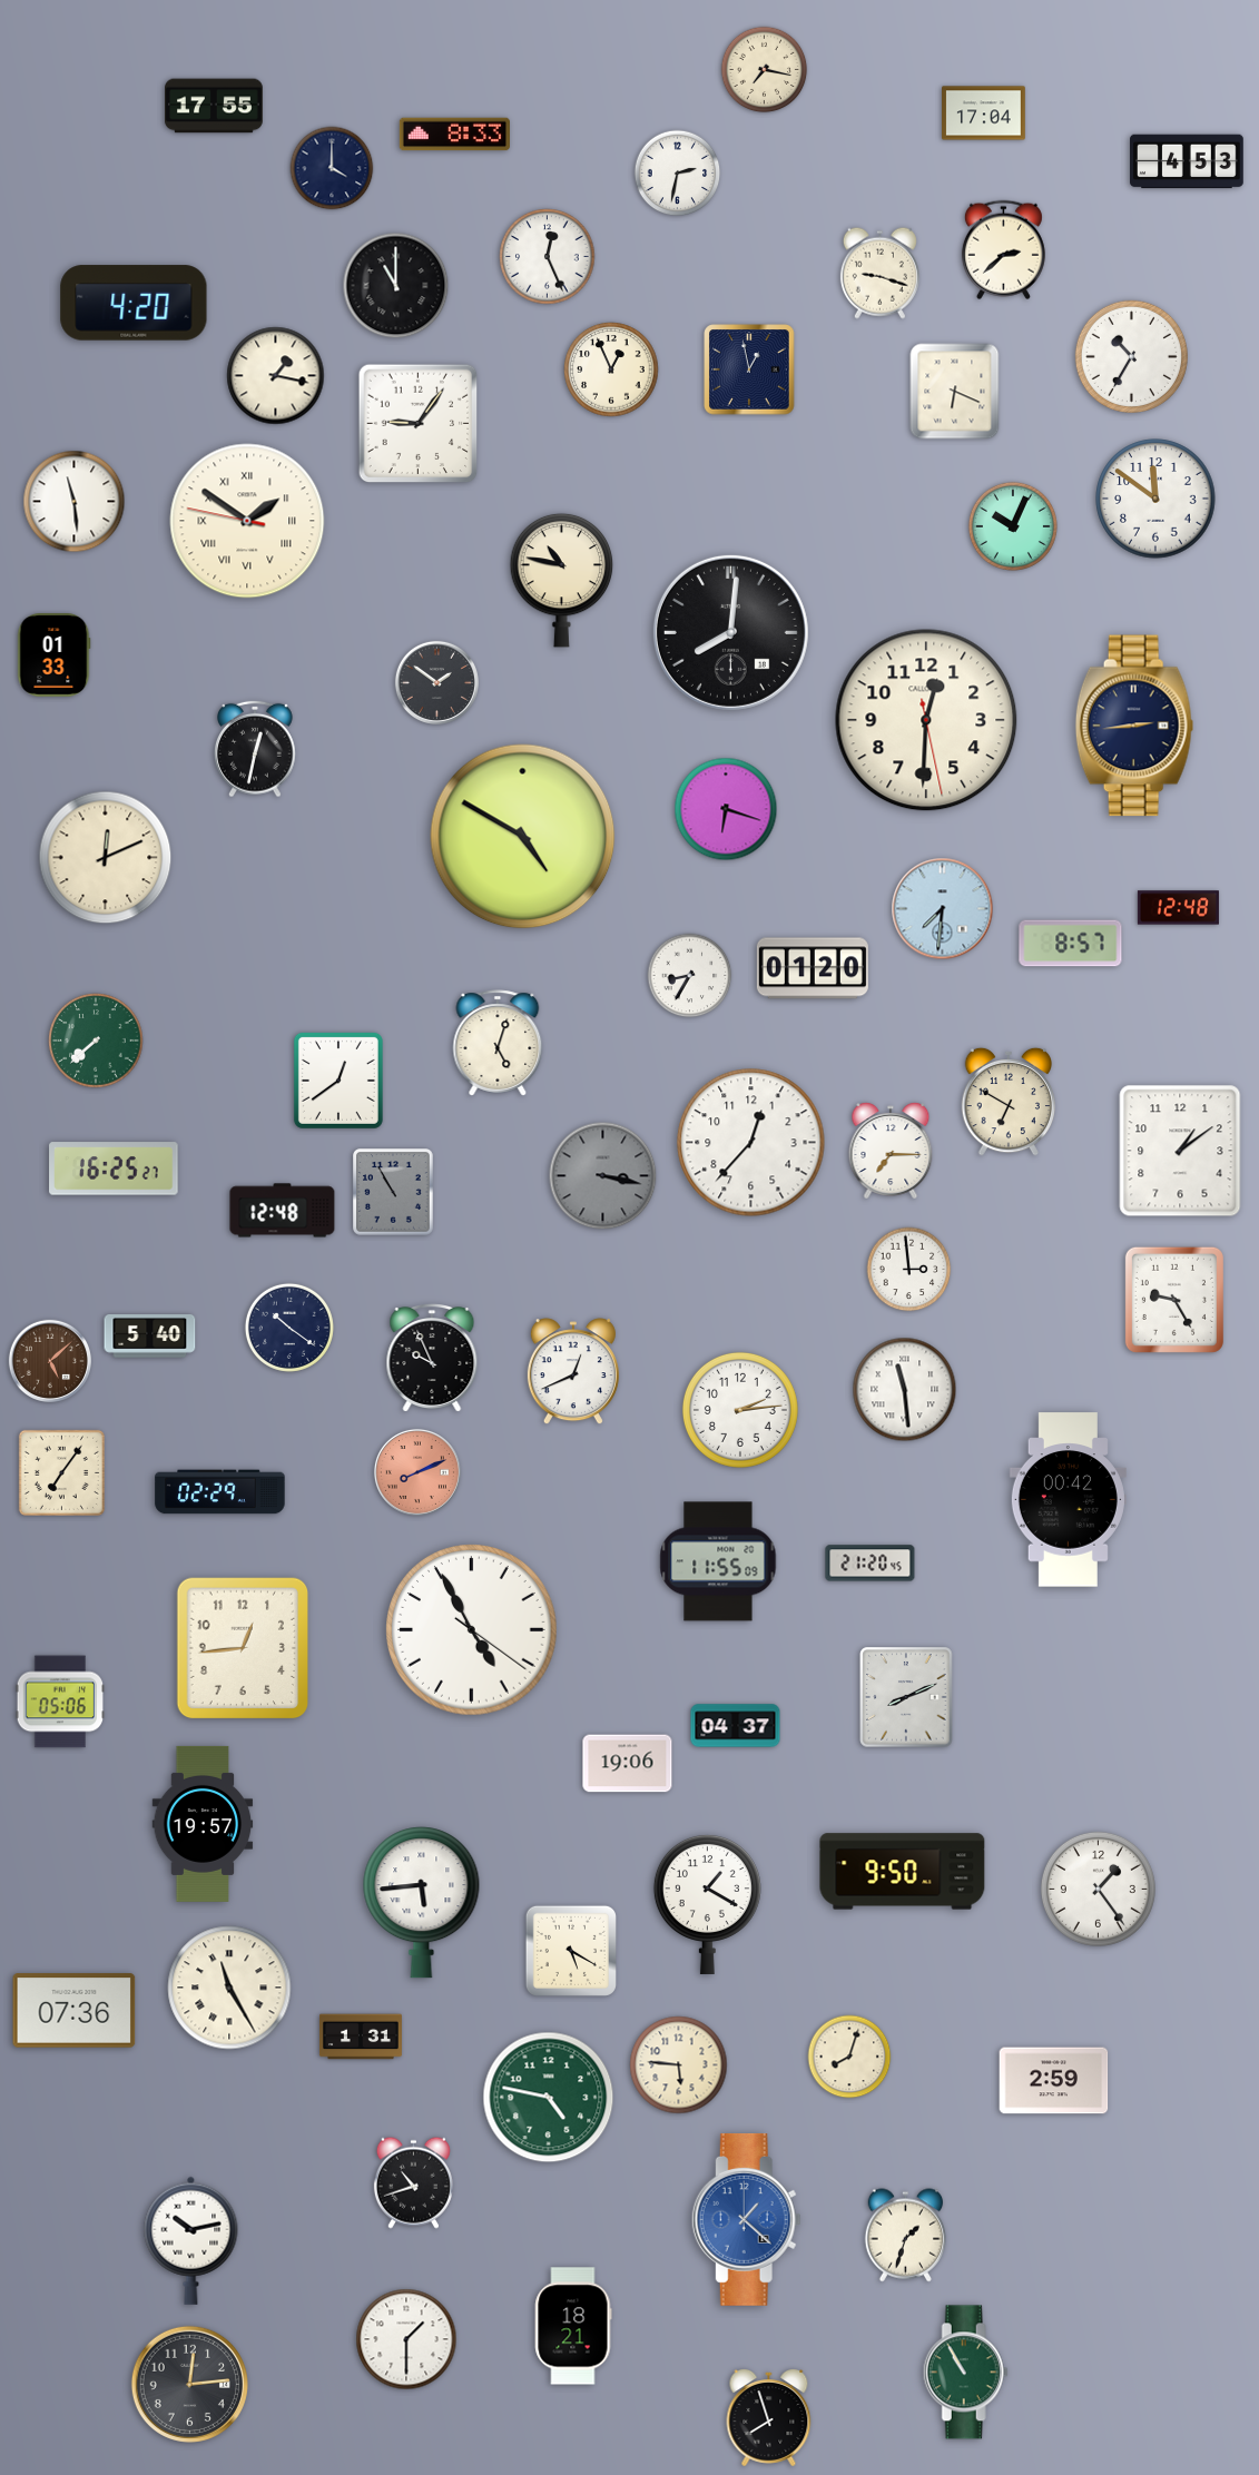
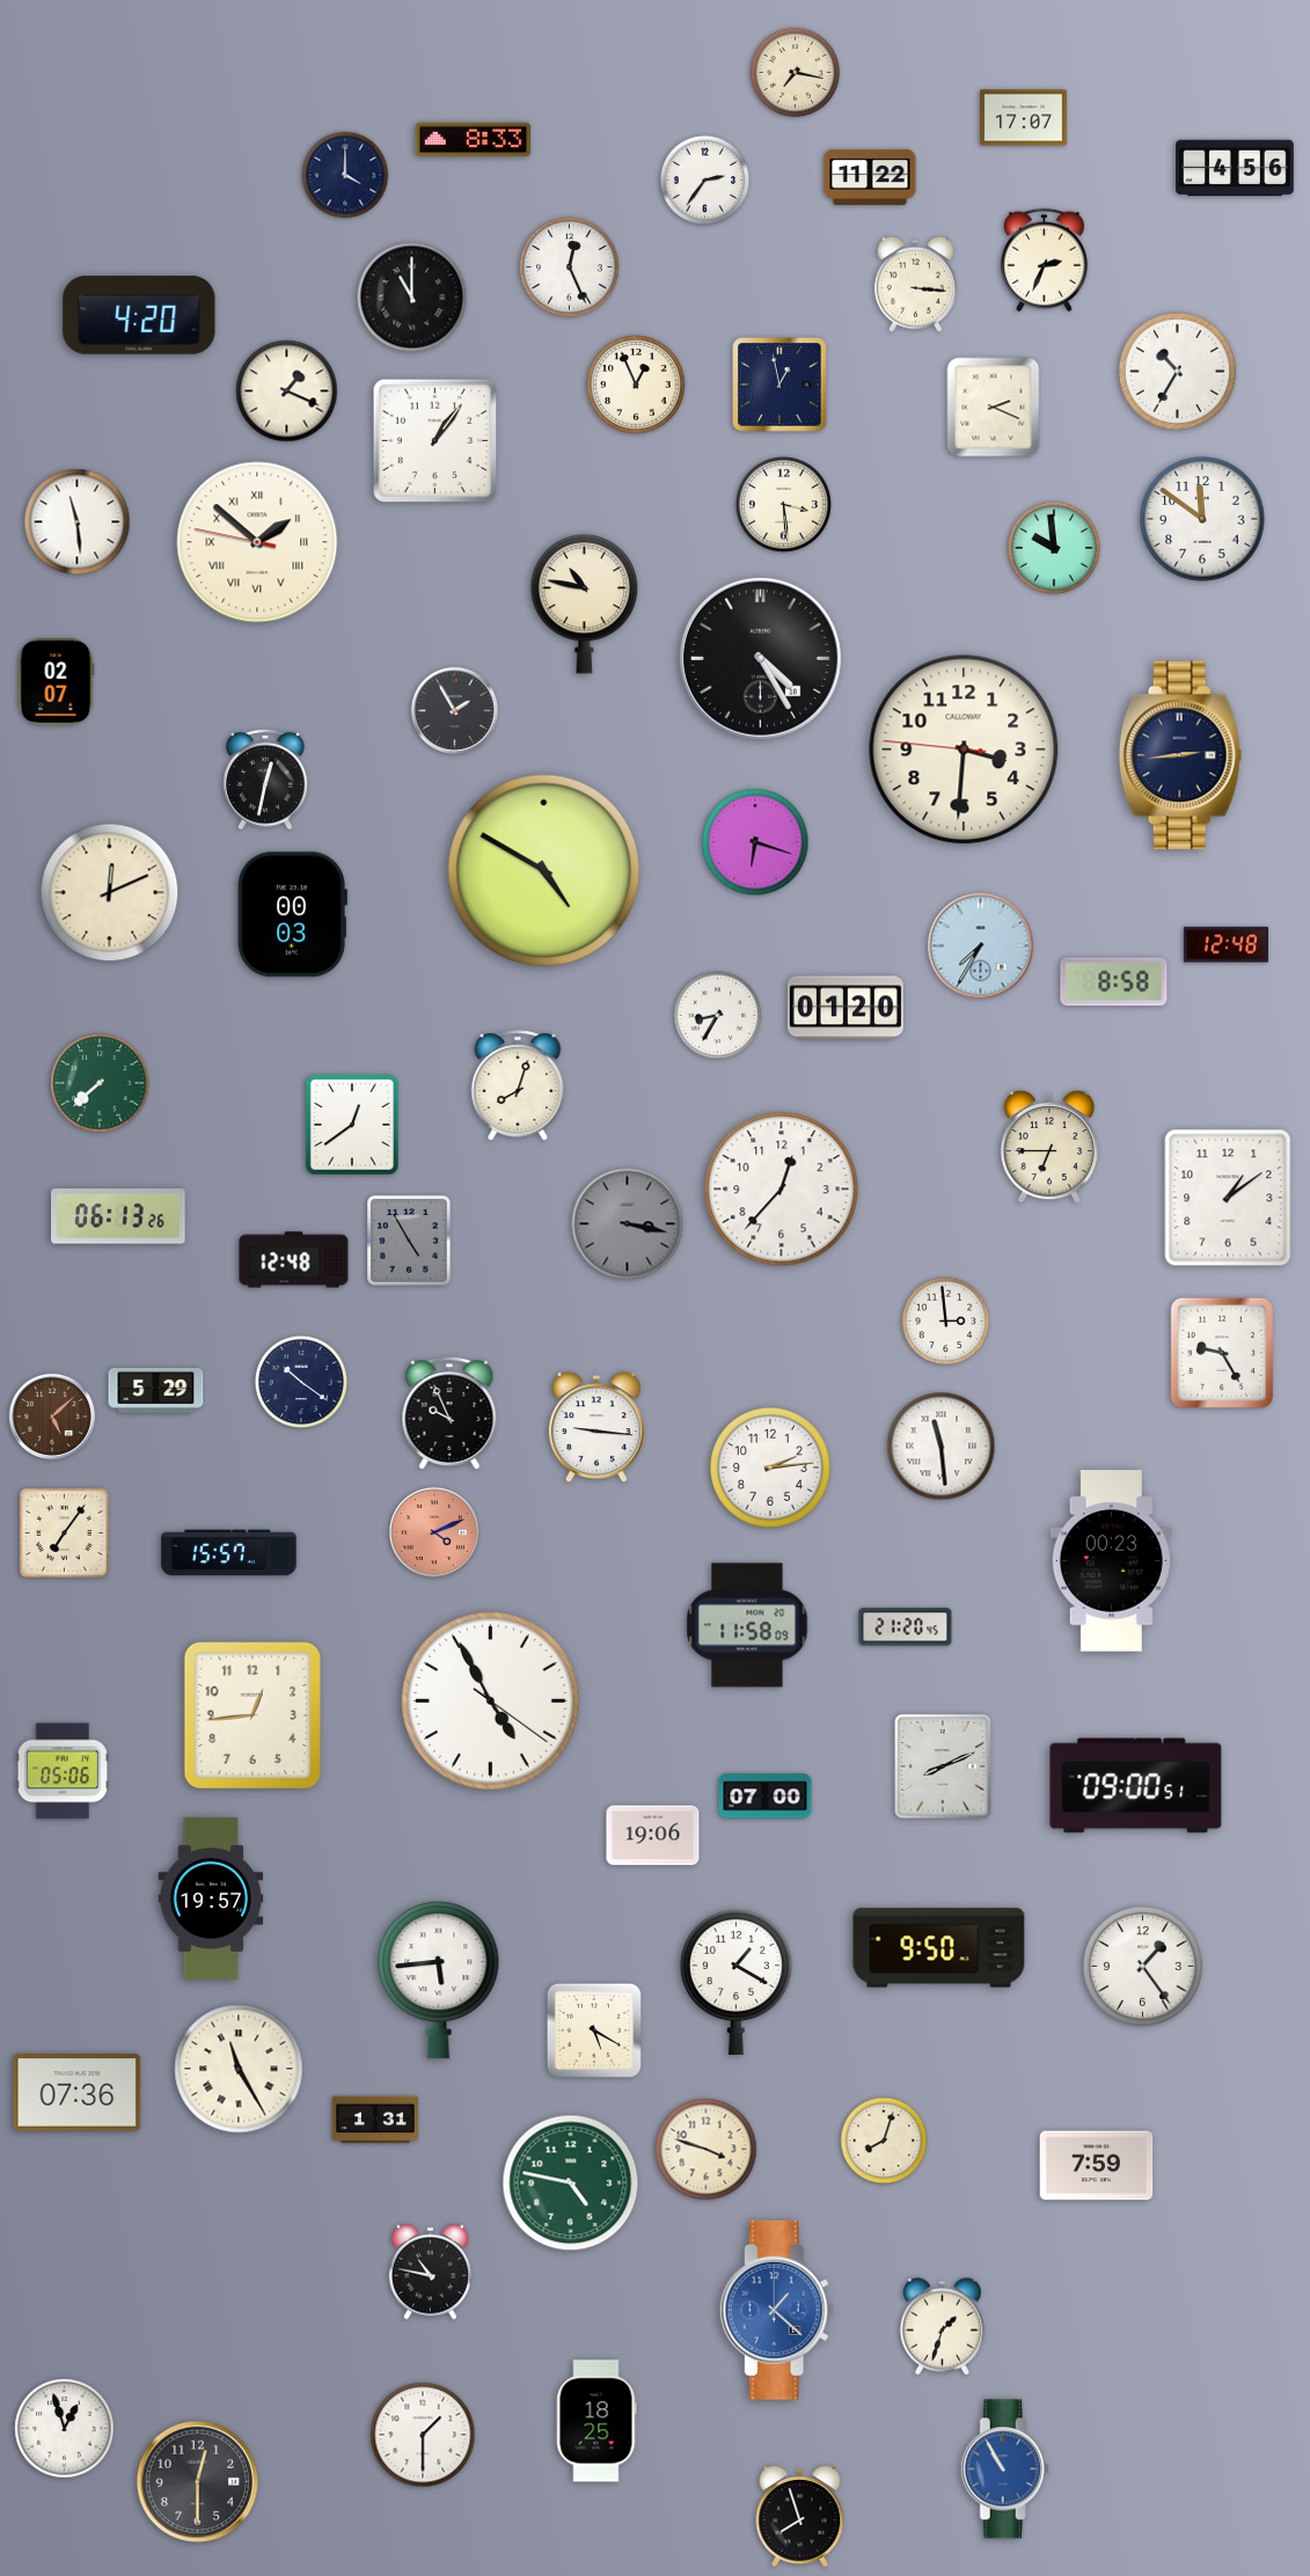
clock at (215, 106): 17:55 -> none
clock at (984, 114): 17:04 -> 17:07
clock at (1187, 161): 4:53 -> 4:56
clock at (870, 177): none -> 11:22
clock at (678, 174): 2:32 -> 2:36
clock at (1003, 250): 2:38 -> 2:34
clock at (879, 273): 9:18 -> 3:16
clock at (276, 376): 1:17 -> 1:19
clock at (955, 392): 6:19 -> 2:19
clock at (419, 424): 9:06 -> 1:06
clock at (784, 505): none -> 3:29
clock at (247, 521): 1:50 -> 1:51
clock at (1013, 526): 10:04 -> 9:59
clock at (730, 632): 8:01 -> 4:25
clock at (53, 655): 01:33 -> 02:07
clock at (436, 682): 1:51 -> 1:55
clock at (926, 720): 12:30 -> 3:30
clock at (292, 915): none -> 00:03
clock at (943, 909): 7:31 -> 7:35
clock at (1071, 944): 8:57 -> 8:58
clock at (498, 1043): 5:03 -> 8:03
clock at (1007, 1102): 6:50 -> 6:45
clock at (891, 1151): 7:15 -> none
clock at (114, 1169): 16:25 -> 06:13
clock at (394, 1192): 10:55 -> 4:55
clock at (150, 1337): 5:40 -> 5:29
clock at (573, 1372): 12:41 -> 9:16
clock at (417, 1472): 8:11 -> 4:11
clock at (220, 1492): 02:29 -> 15:57
clock at (1068, 1500): 00:42 -> 00:23
clock at (718, 1561): 11:55 -> 11:58
clock at (472, 1630) position: (472, 1630) -> (491, 1702)
clock at (1136, 1786): none -> 09:00
clock at (736, 1726): 04:37 -> 07:00
clock at (679, 2065): 5:46 -> 3:48
clock at (1054, 2081): 2:59 -> 7:59
clock at (413, 2182): 10:42 -> 10:47
clock at (191, 2240): 10:13 -> none
clock at (573, 2326): 18:21 -> 18:25
clock at (65, 2429): none -> 12:57
clock at (965, 2373) dial: green -> blue
clock at (189, 2384): 12:14 -> 12:30
